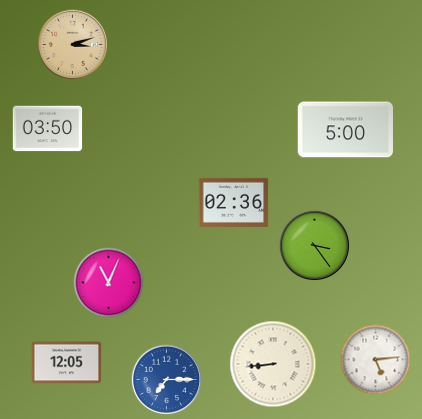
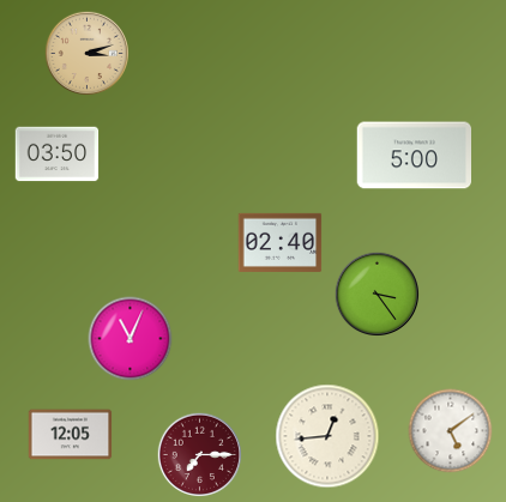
clock at (234, 202): 02:36 -> 02:40
clock at (376, 360): 5:14 -> 5:09
clock at (67, 363) position: (67, 363) -> (71, 435)
clock at (273, 364): 8:44 -> 12:44
clock at (166, 379) dial: blue -> burgundy
